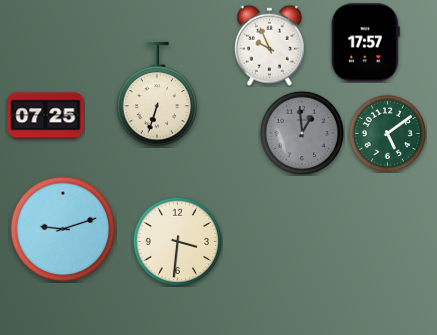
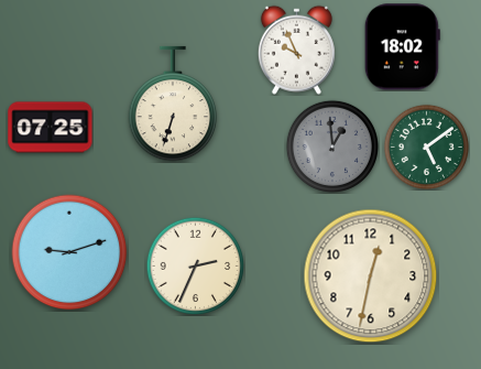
clock at (365, 43): 17:57 -> 18:02
clock at (177, 241): 3:31 -> 2:34
clock at (371, 276): none -> 12:32
